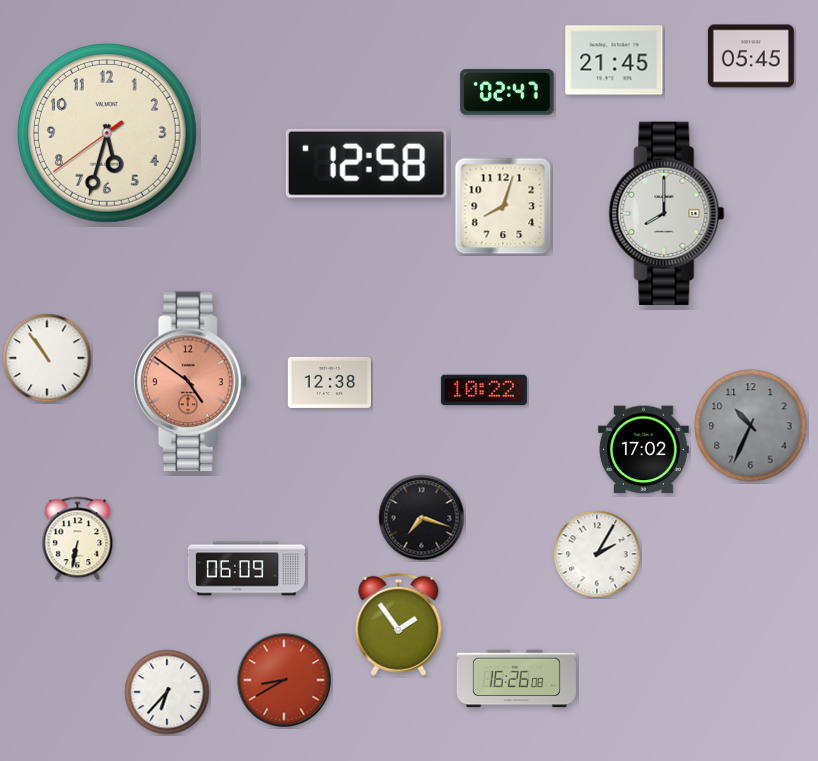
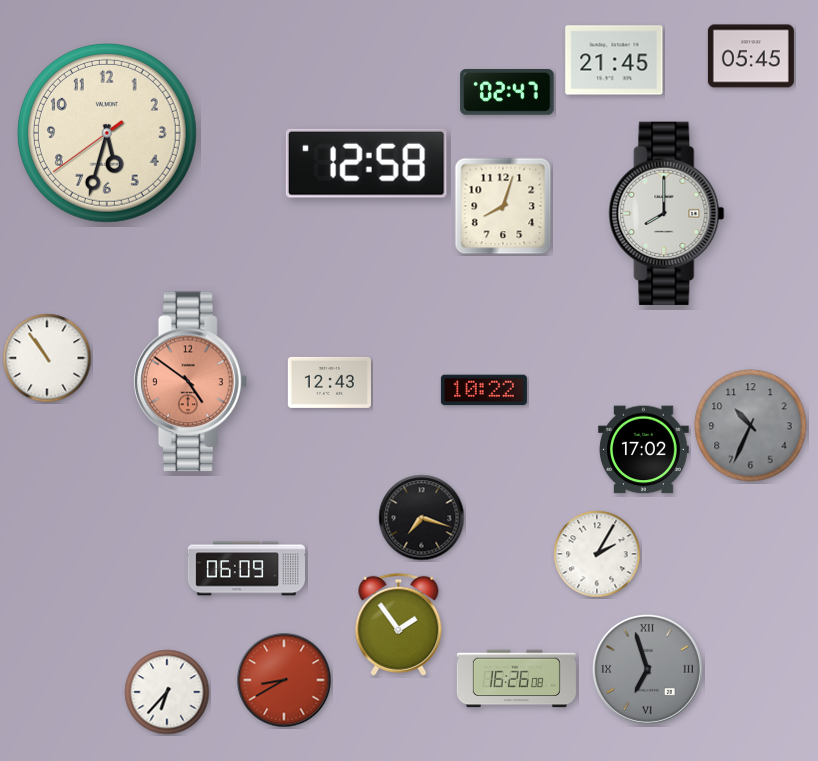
clock at (329, 382): 12:38 -> 12:43
clock at (78, 539): 6:32 -> none
clock at (647, 669): none -> 6:57
